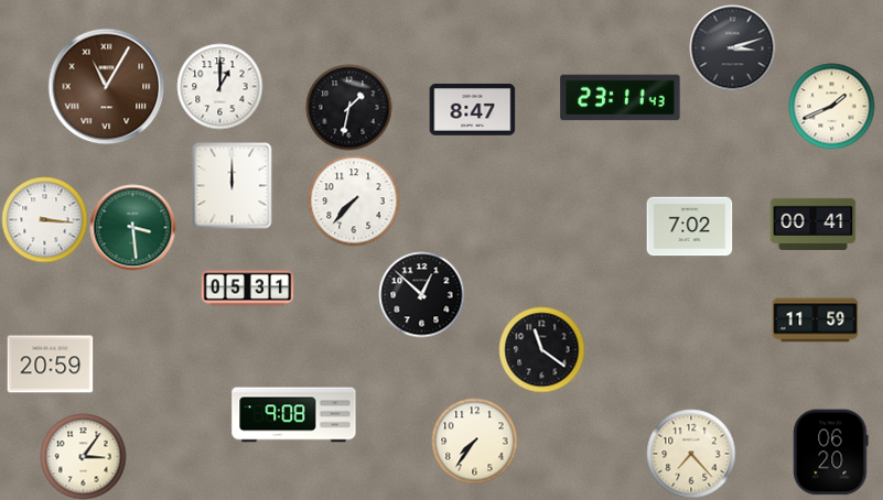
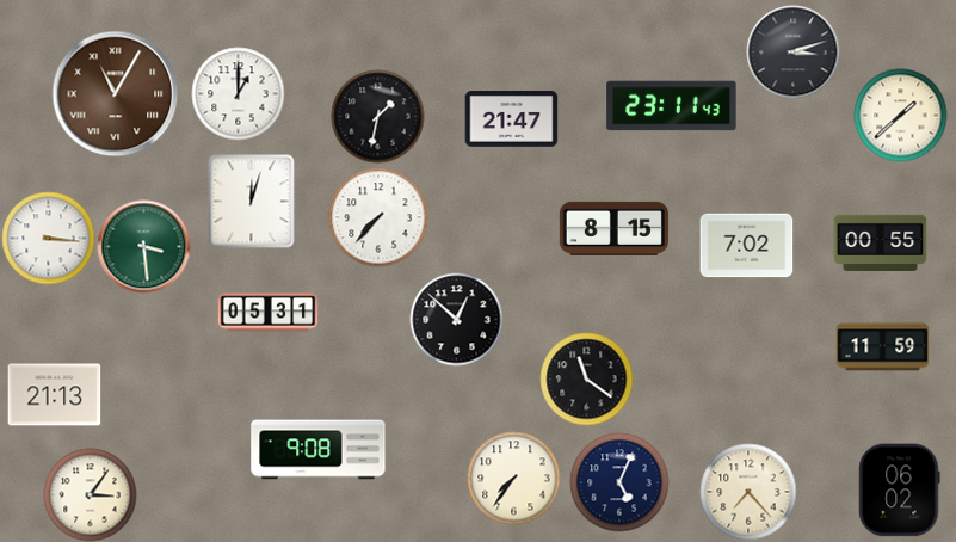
clock at (831, 106): 1:41 -> 1:38
clock at (472, 109): 8:47 -> 21:47
clock at (233, 185): 12:00 -> 12:03
clock at (354, 200) position: (354, 200) -> (378, 217)
clock at (613, 228): none -> 8:15
clock at (812, 224): 00:41 -> 00:55
clock at (50, 365): 20:59 -> 21:13
clock at (619, 482): none -> 5:04
clock at (831, 452): 06:20 -> 06:02
